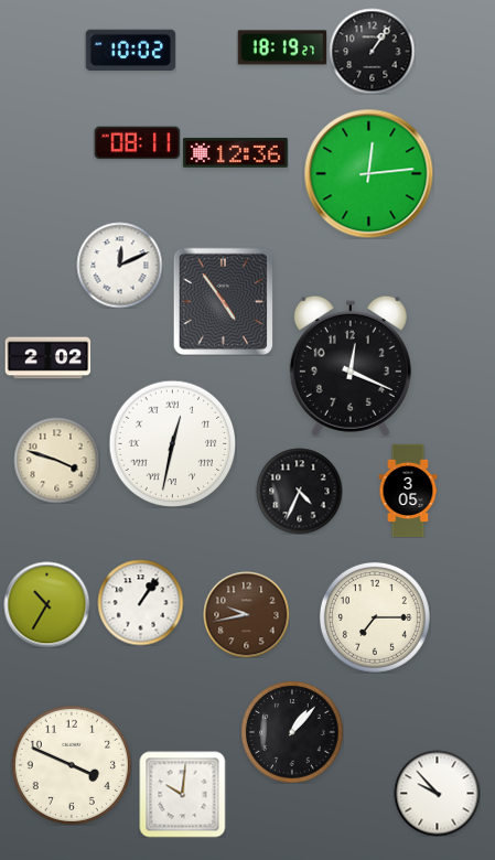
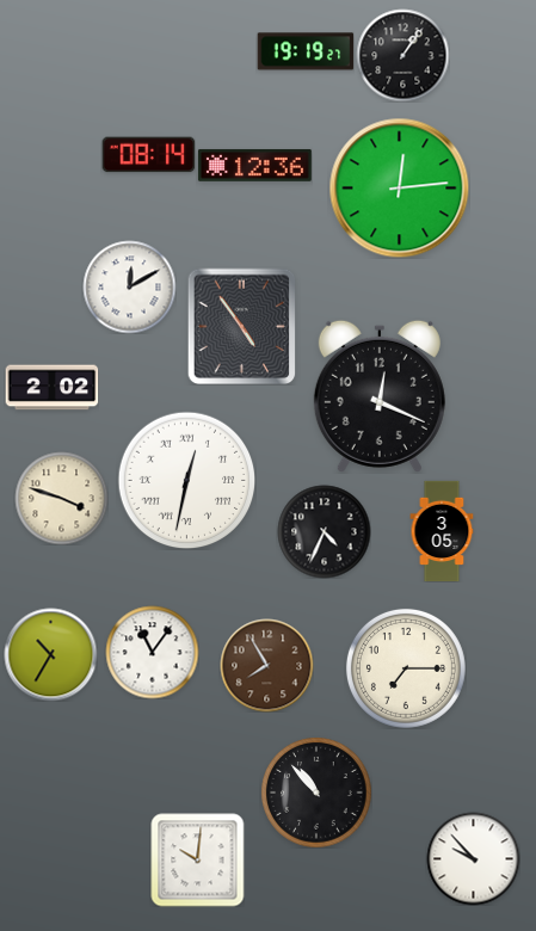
clock at (282, 47): 18:19 -> 19:19
clock at (130, 51): 10:02 -> none
clock at (137, 143): 08:11 -> 08:14
clock at (119, 265): 12:11 -> 12:10
clock at (140, 602): 1:06 -> 11:06
clock at (246, 614): 9:43 -> 7:55
clock at (292, 732): 1:07 -> 10:53
clock at (72, 765): 3:49 -> none
